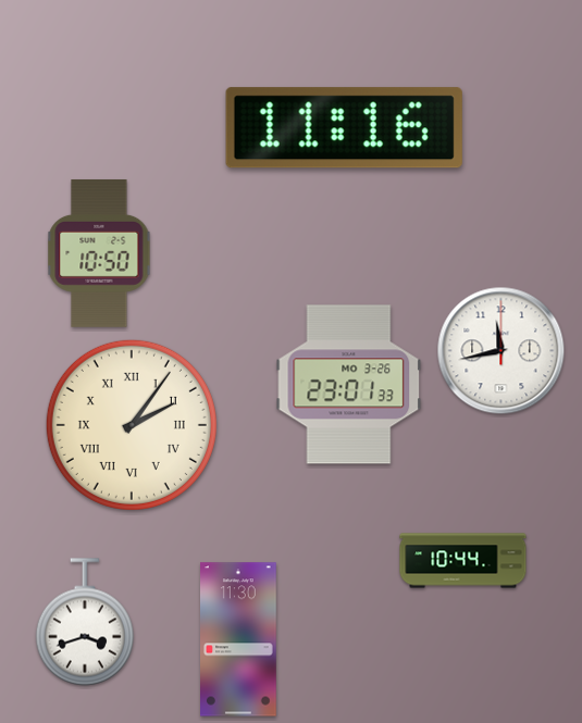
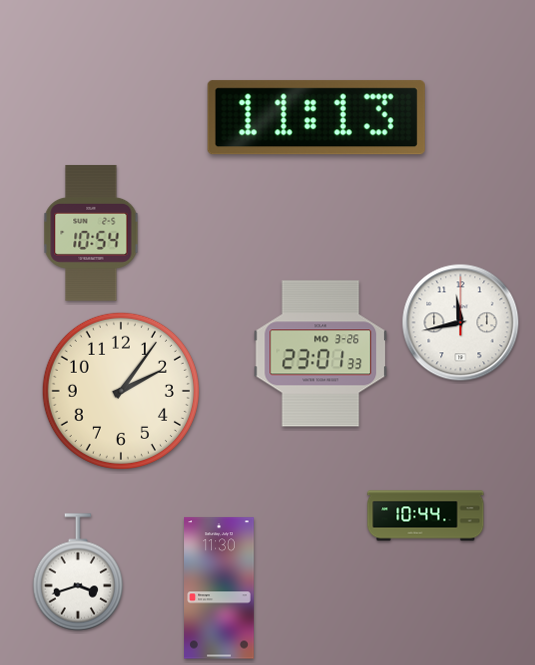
clock at (344, 128): 11:16 -> 11:13
clock at (99, 253): 10:50 -> 10:54
clock at (132, 425) numerals: Roman -> Arabic
